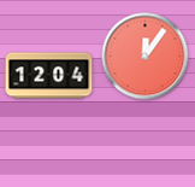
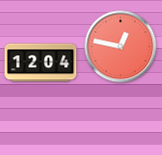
clock at (146, 57): 12:06 -> 12:47
